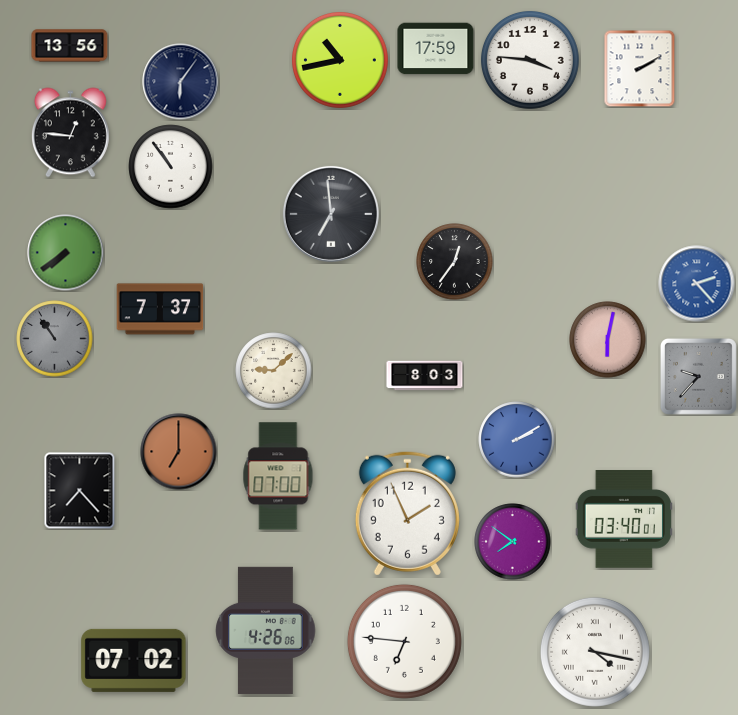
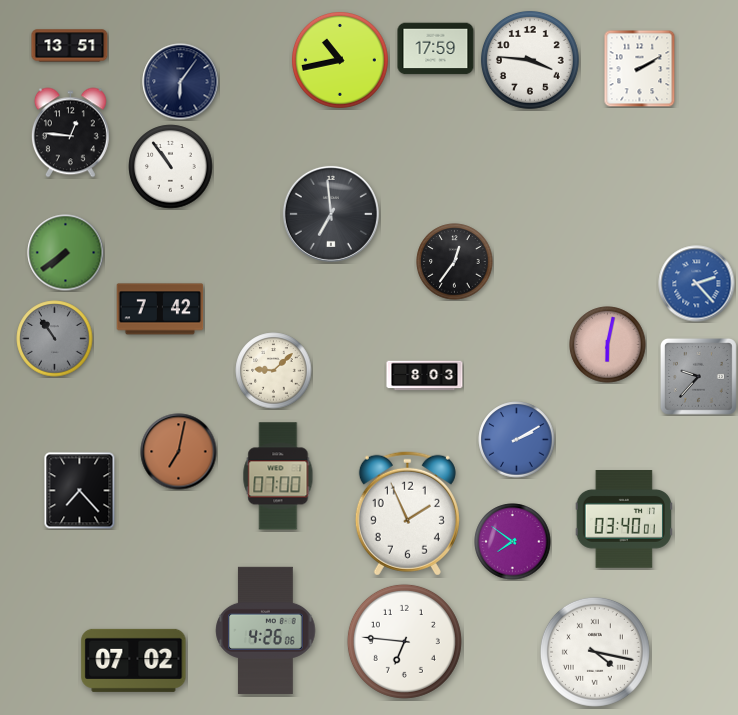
clock at (70, 46): 13:56 -> 13:51
clock at (160, 309): 7:37 -> 7:42
clock at (608, 340) position: (608, 340) -> (608, 345)
clock at (179, 452): 7:00 -> 7:02
